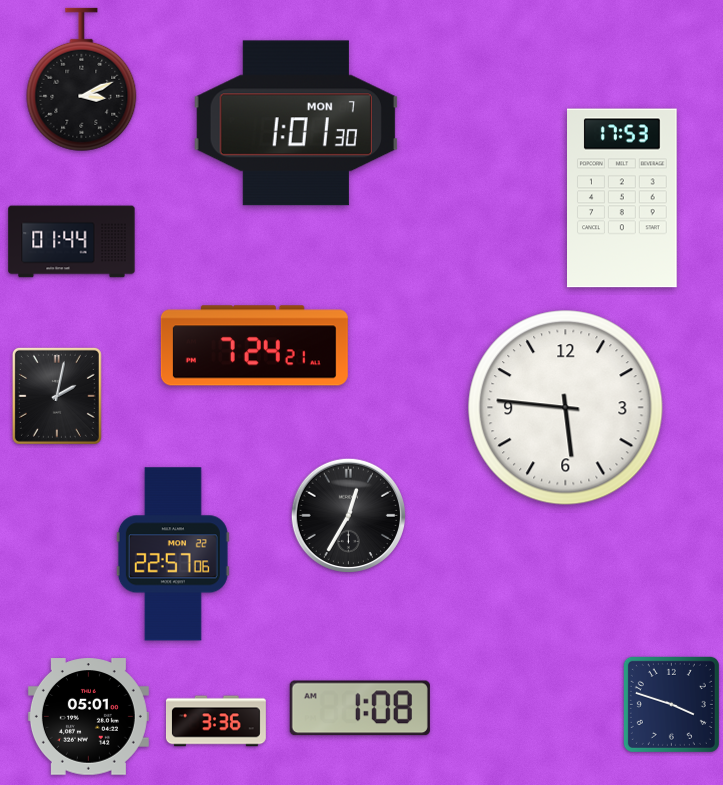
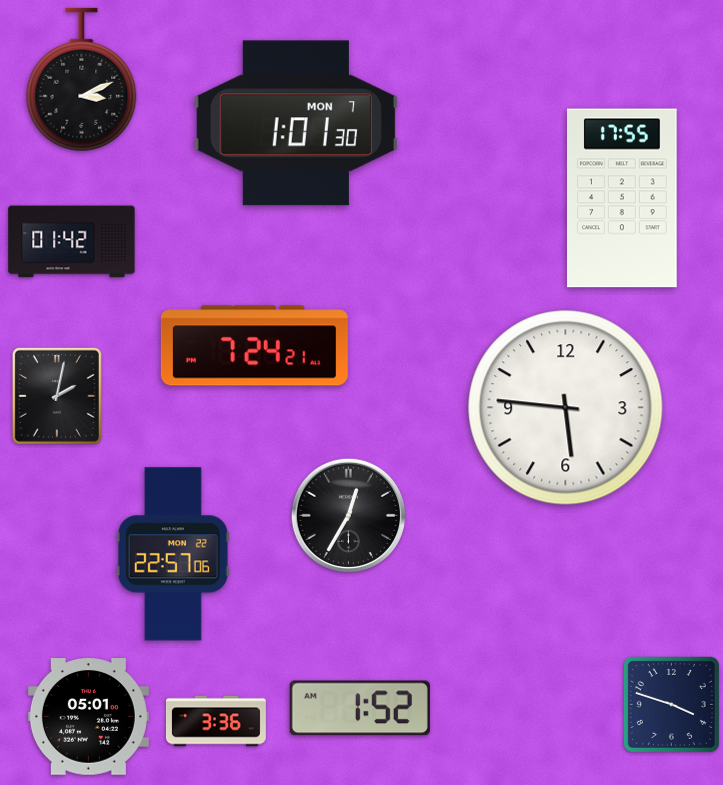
clock at (623, 198): 17:53 -> 17:55
clock at (72, 242): 01:44 -> 01:42
clock at (360, 708): 1:08 -> 1:52
